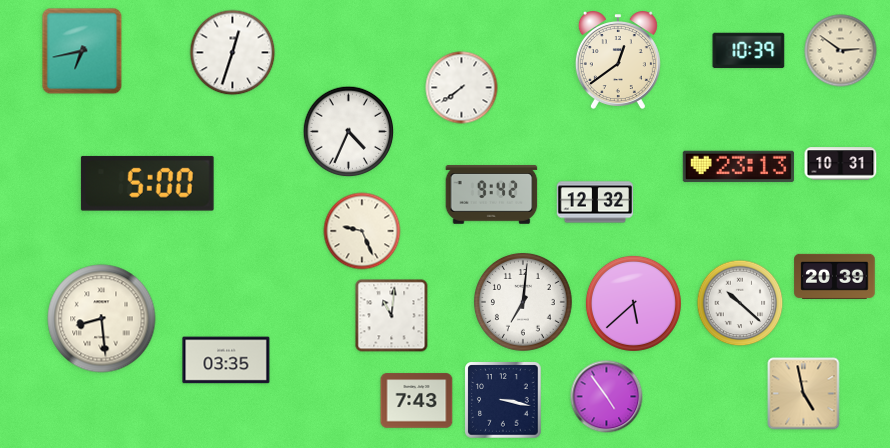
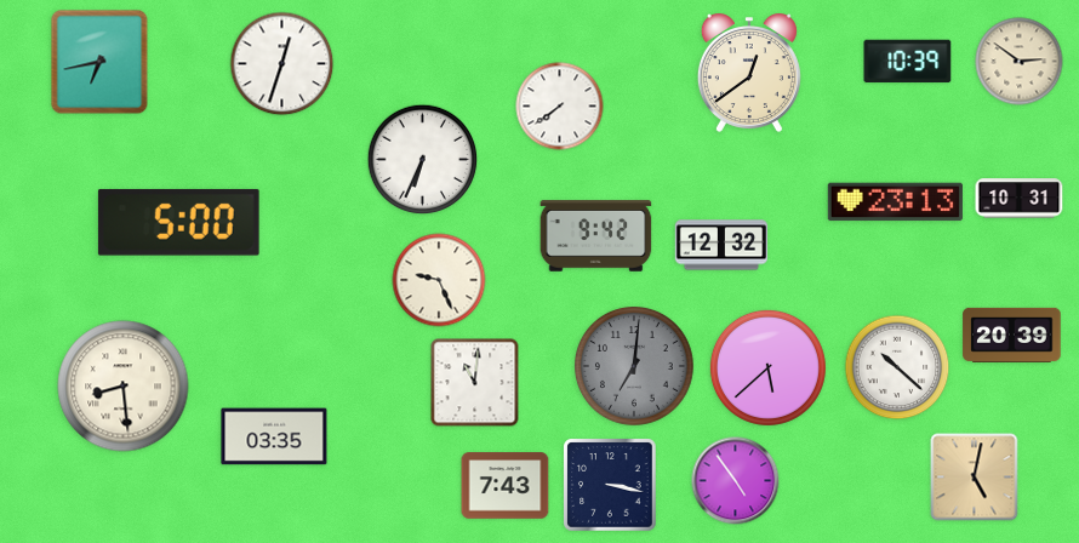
clock at (349, 132): 4:34 -> 6:34
clock at (524, 303) dial: white -> grey
clock at (804, 394): 4:58 -> 5:02
